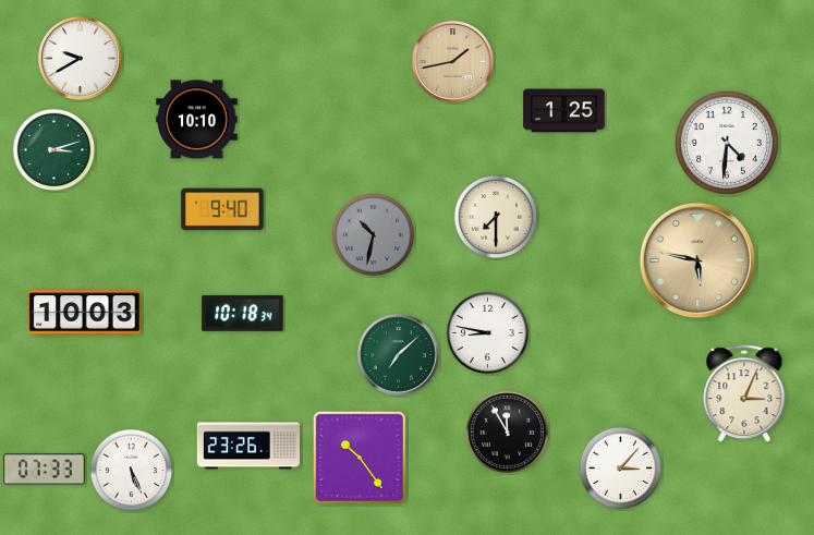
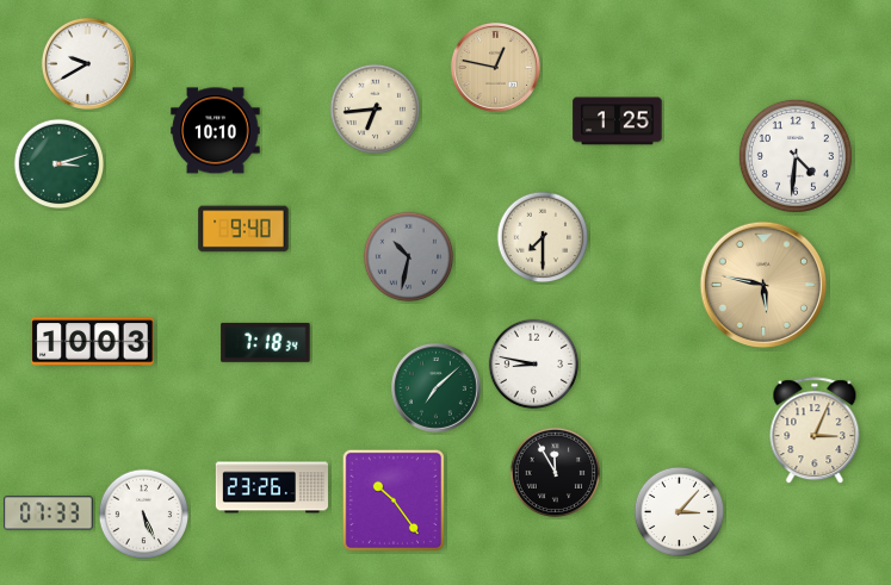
clock at (452, 61): 1:43 -> 12:47
clock at (376, 110): none -> 6:44
clock at (243, 313): 10:18 -> 7:18
